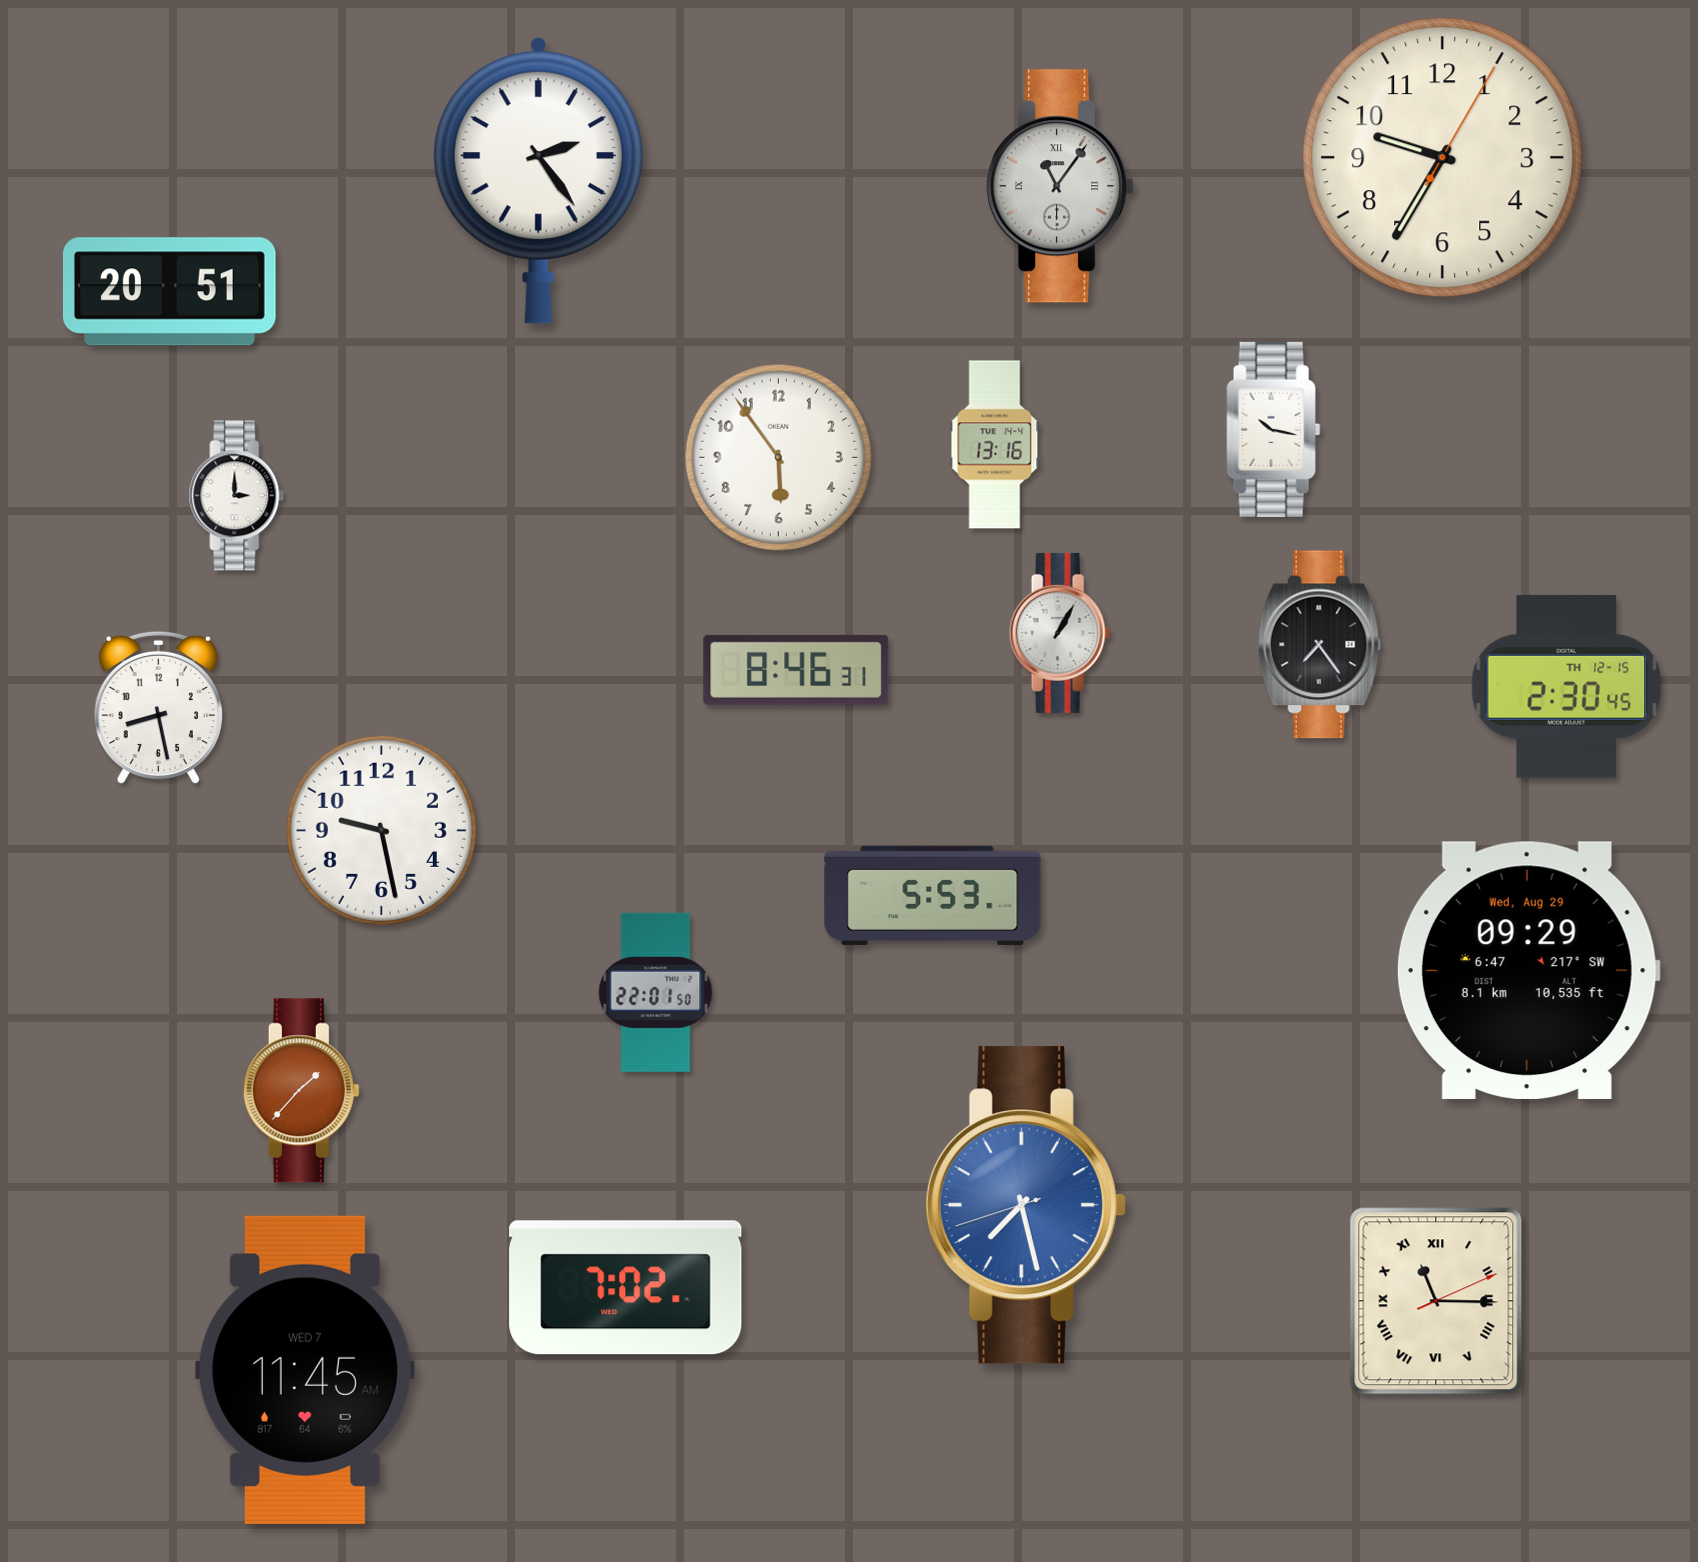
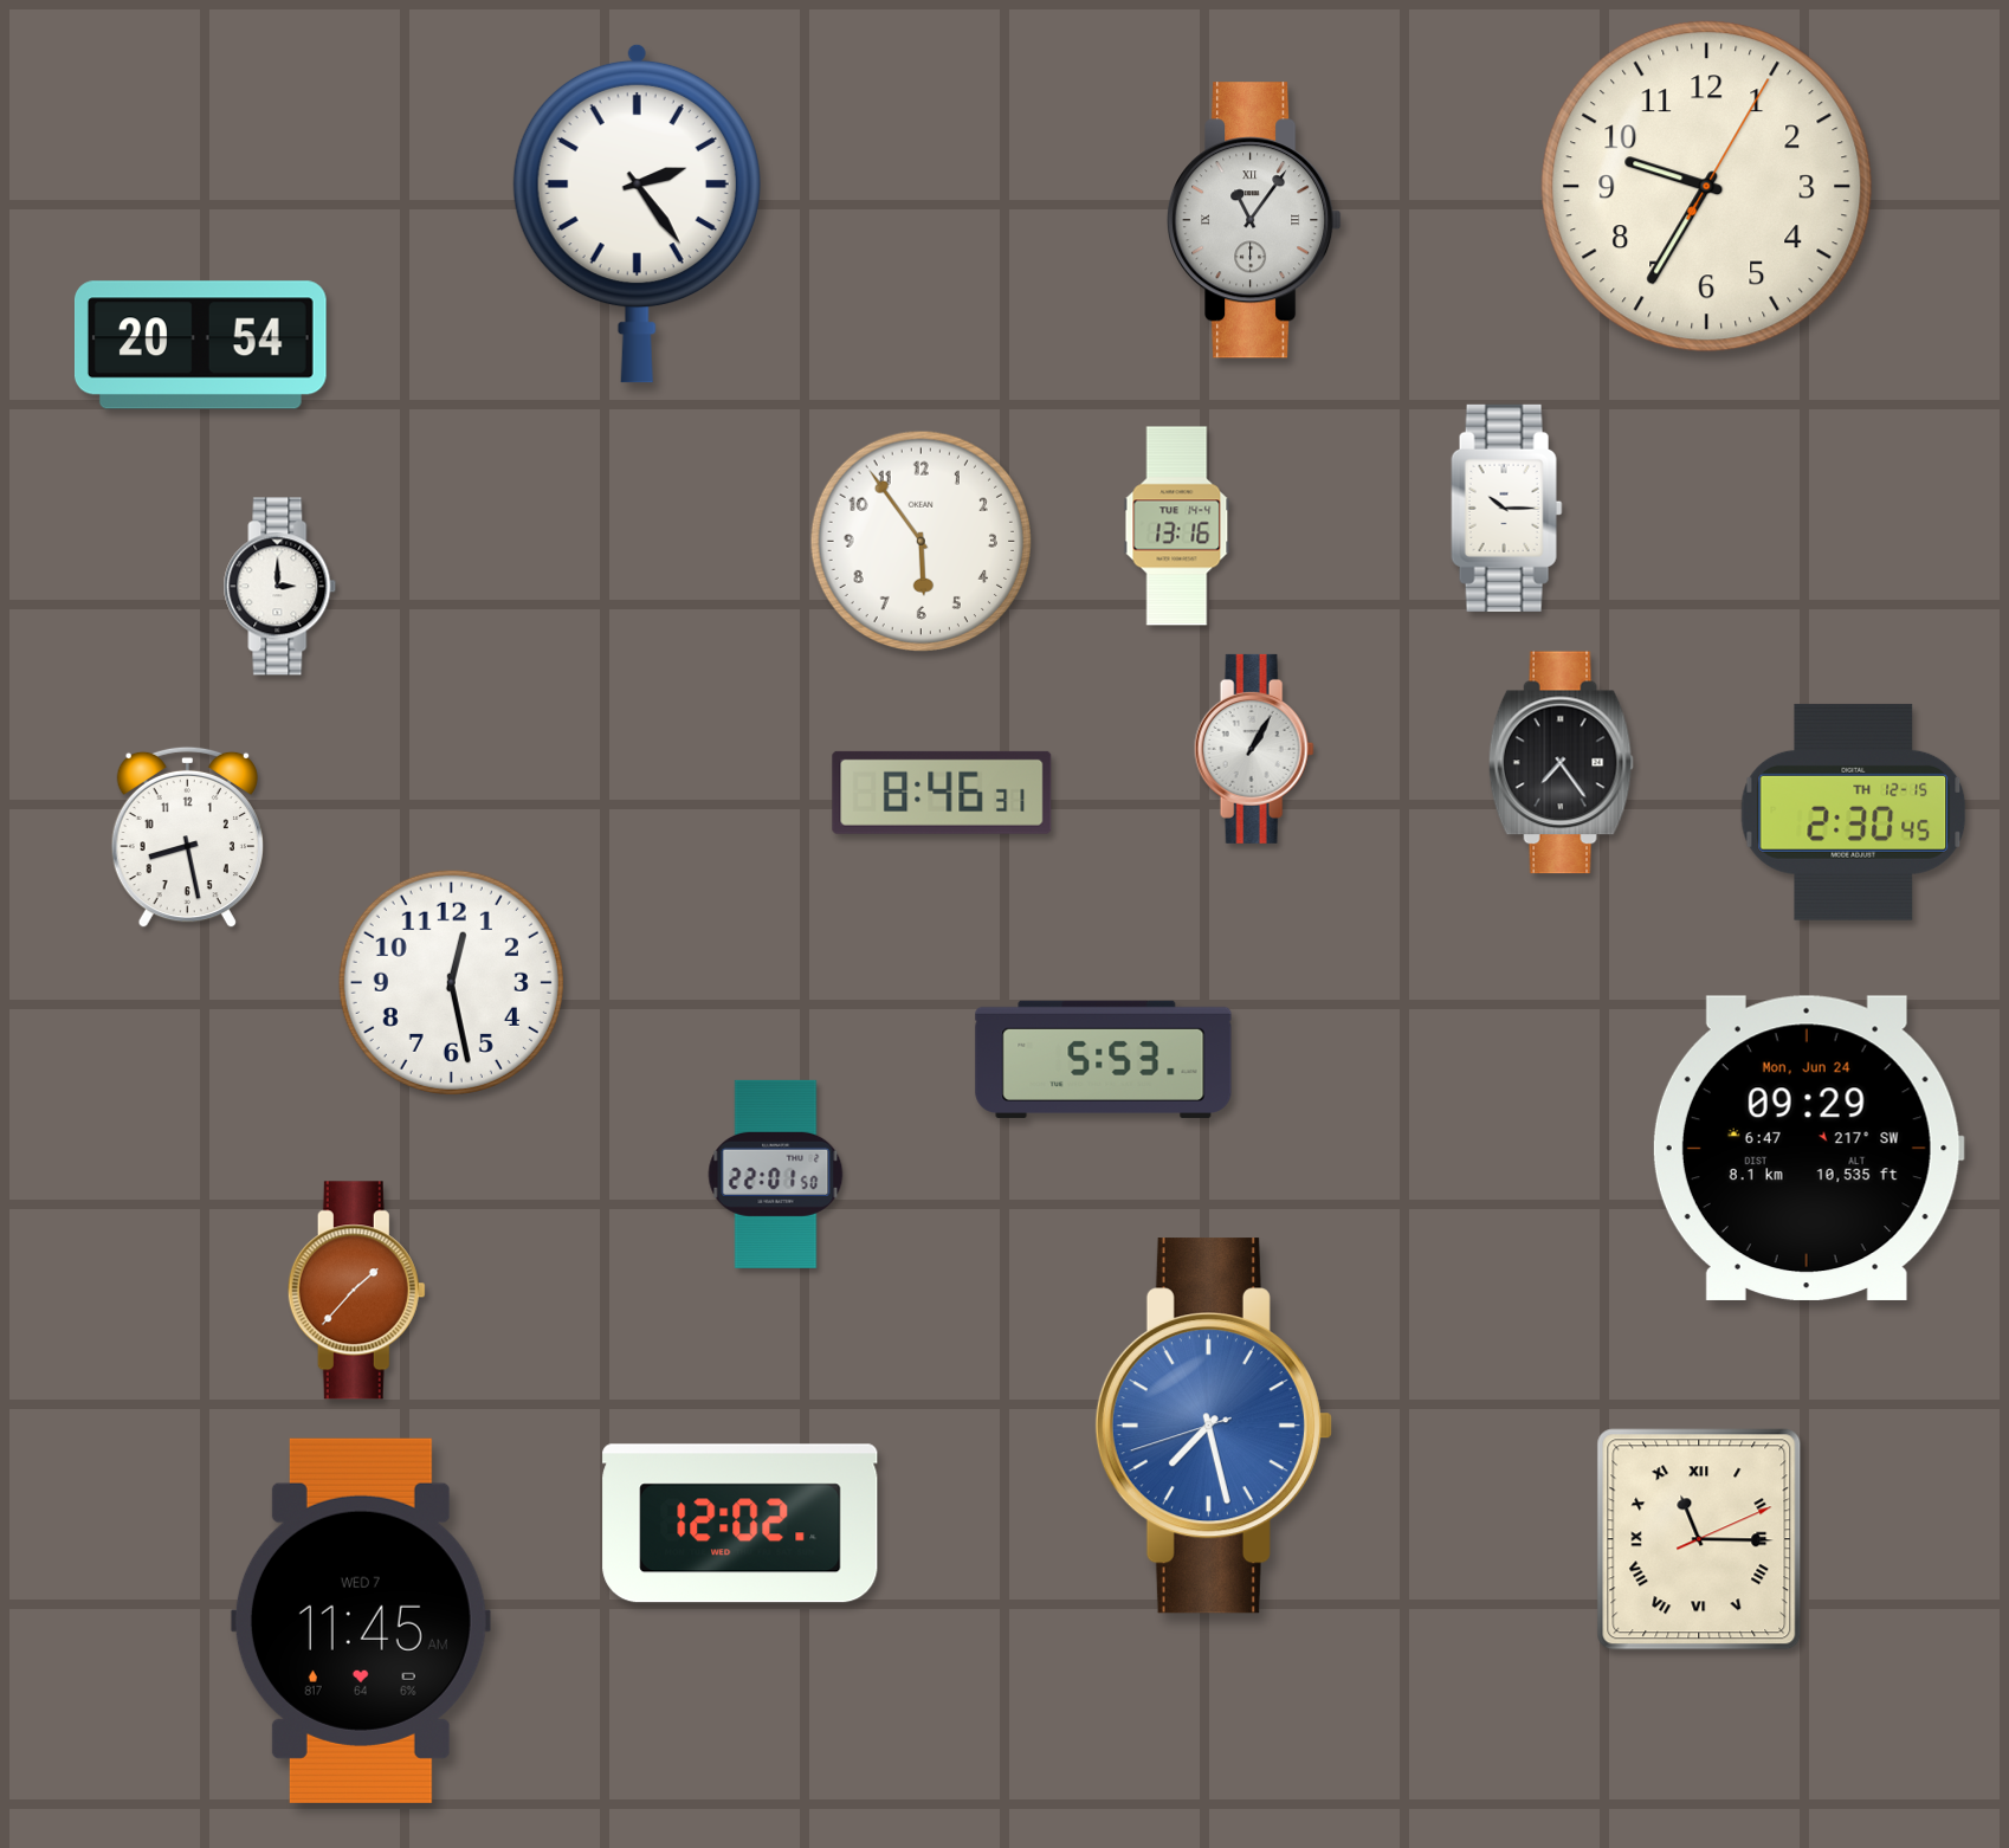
clock at (169, 292): 20:51 -> 20:54
clock at (1274, 429): 10:17 -> 10:15
clock at (381, 830): 9:28 -> 12:28
clock at (1528, 970) date: Wed, Aug 29 -> Mon, Jun 24
clock at (626, 1288): 7:02 -> 12:02
